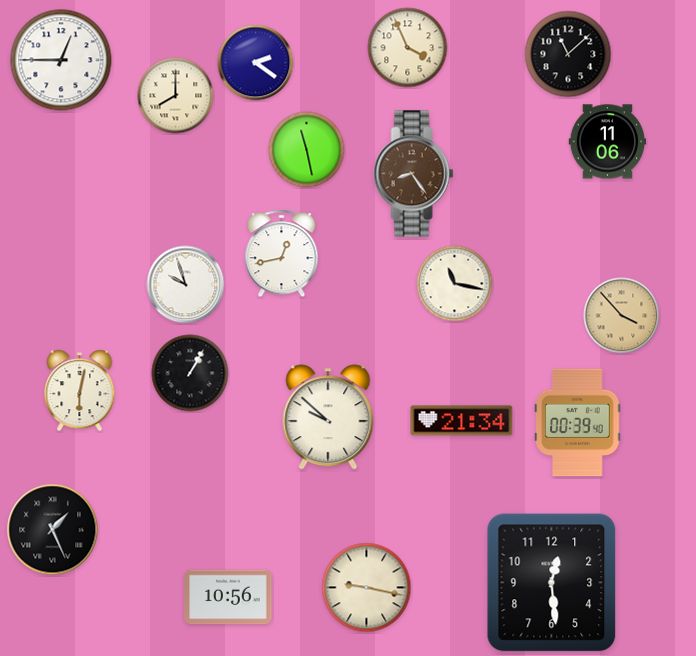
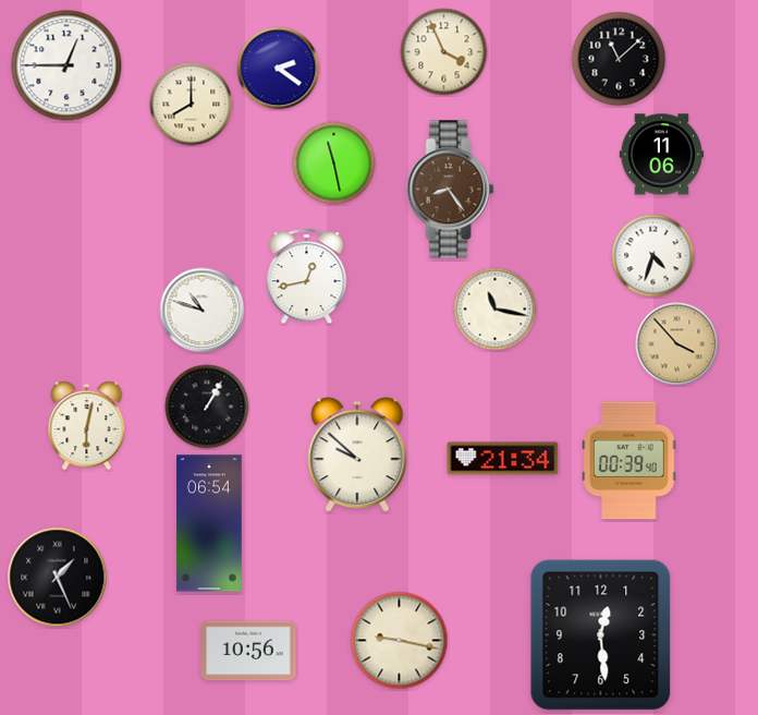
clock at (653, 256): none -> 4:33
clock at (186, 285): 9:57 -> 10:48
clock at (209, 523): none -> 06:54
